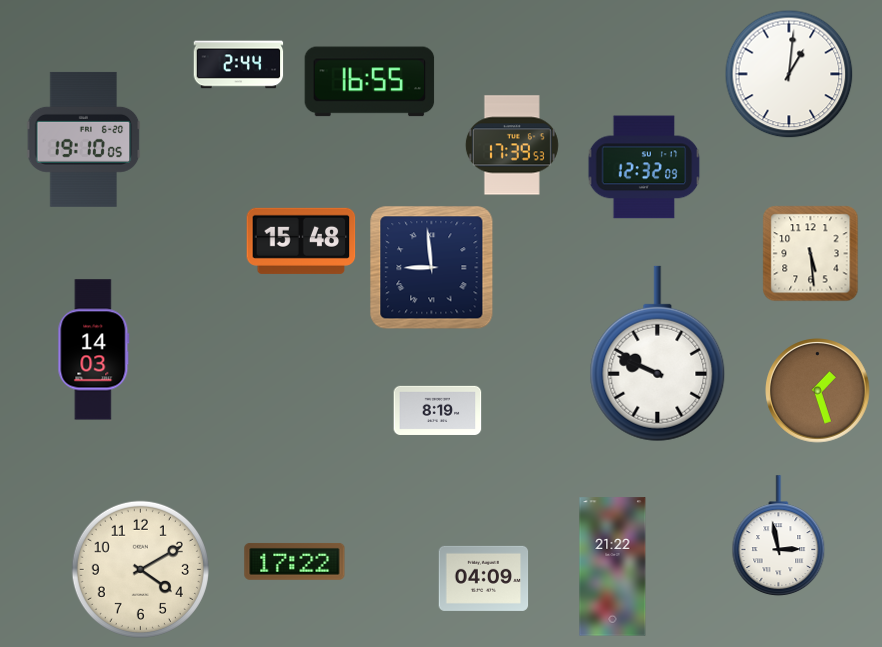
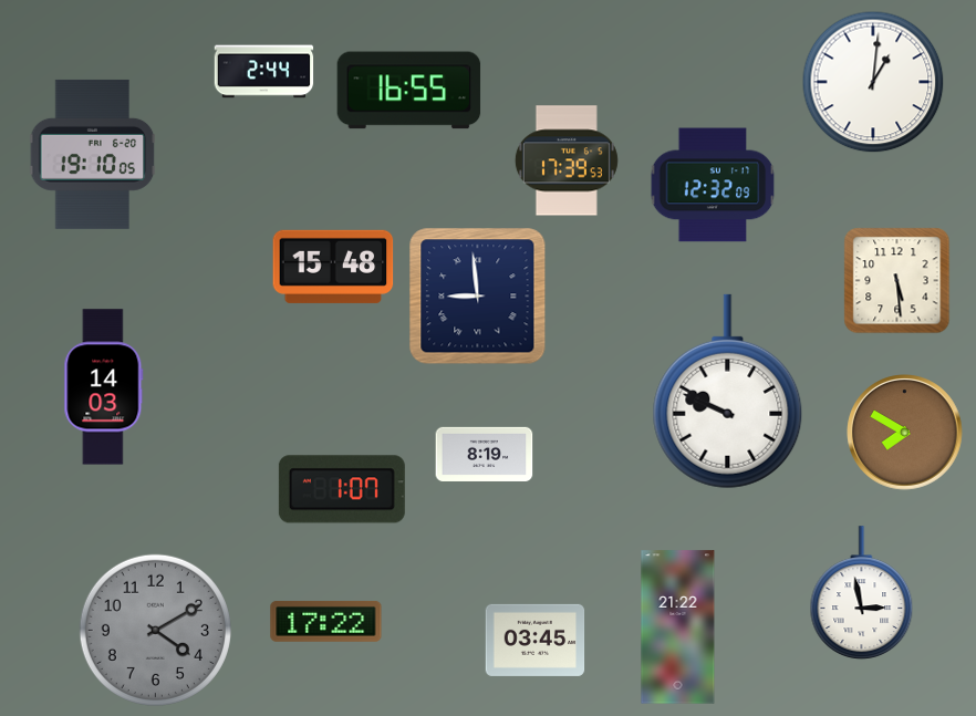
clock at (818, 391): 1:27 -> 7:50
clock at (342, 489): none -> 1:07
clock at (140, 569) dial: cream -> grey
clock at (484, 578): 04:09 -> 03:45
